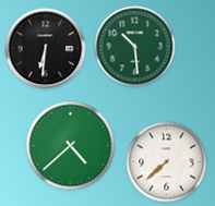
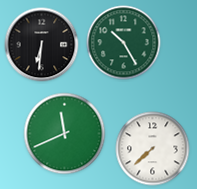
clock at (135, 47): 10:29 -> 10:25
clock at (71, 146): 4:38 -> 11:41
